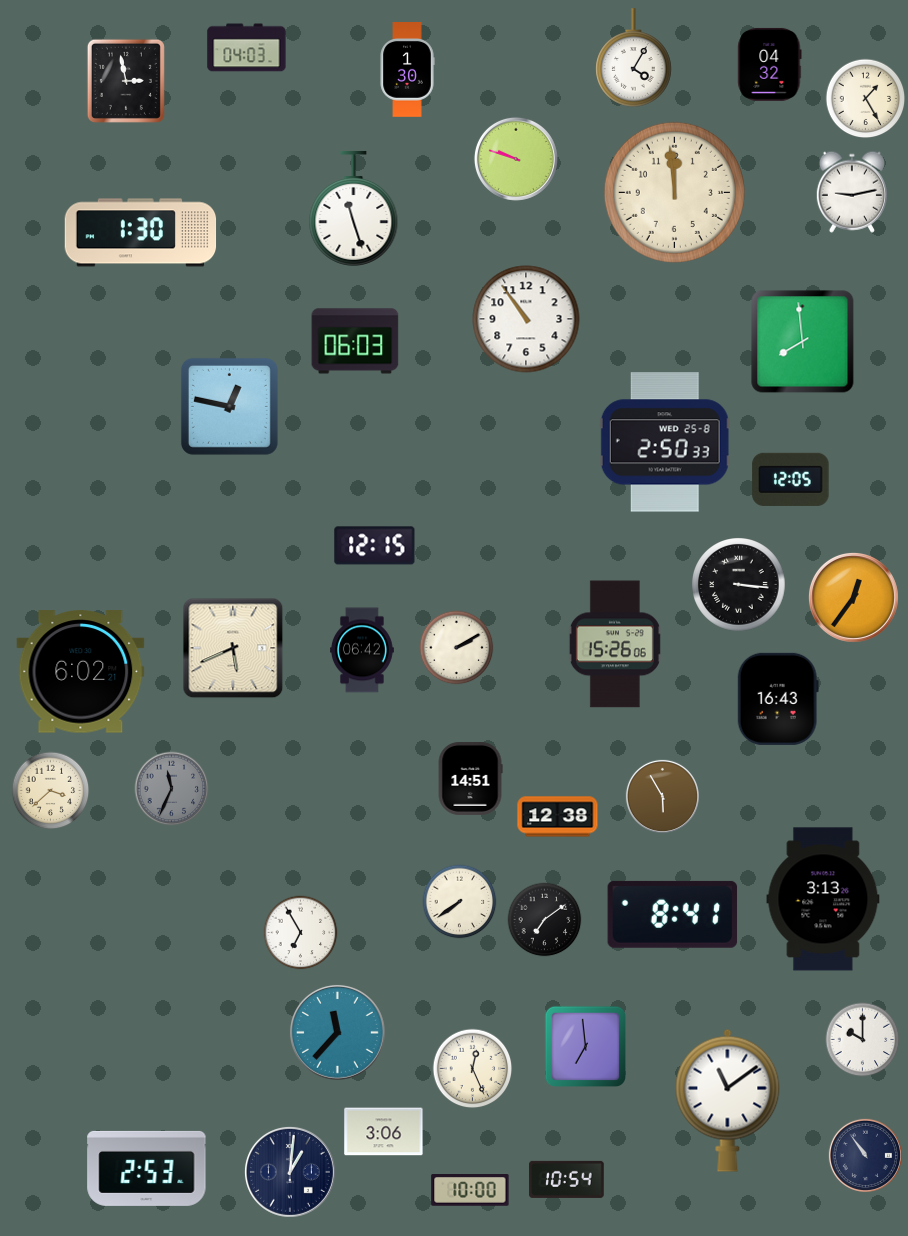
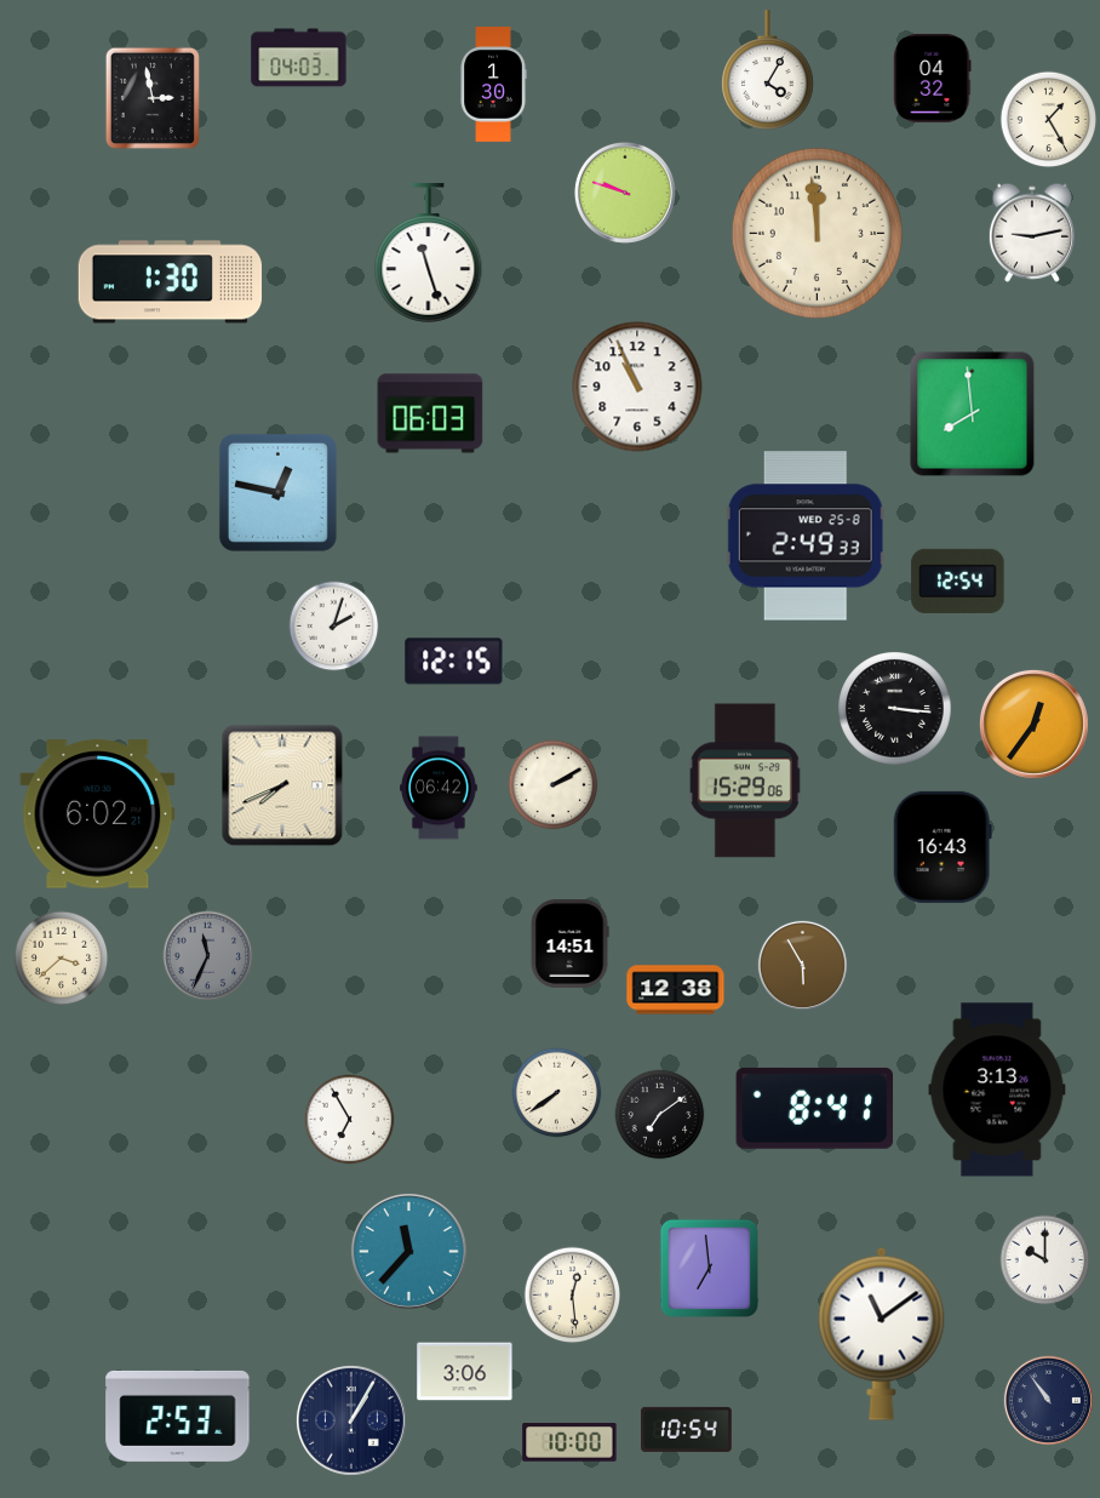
clock at (526, 319): 10:54 -> 10:56
clock at (665, 442): 2:50 -> 2:49
clock at (791, 479): 12:05 -> 12:54
clock at (334, 627): none -> 2:03
clock at (615, 644): 15:26 -> 15:29
clock at (233, 648): 5:41 -> 7:41
clock at (301, 933) position: (301, 933) -> (350, 1120)
clock at (473, 1069): 12:26 -> 12:29
clock at (290, 1172): 1:01 -> 1:05
